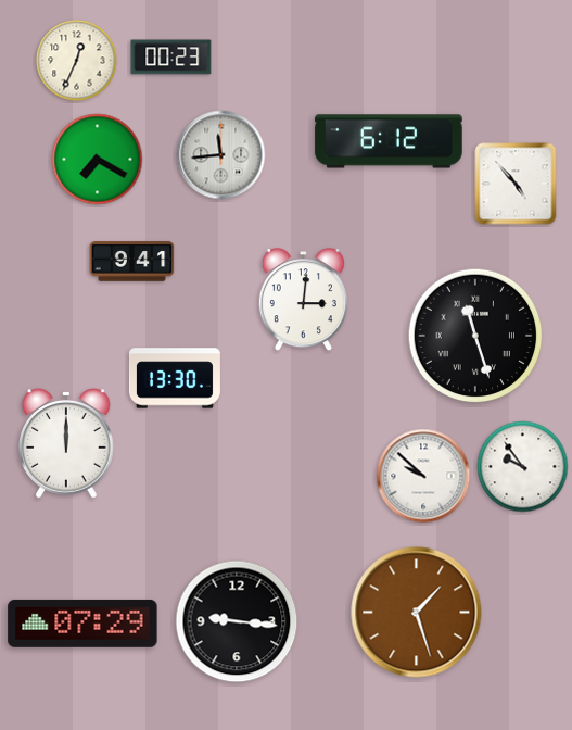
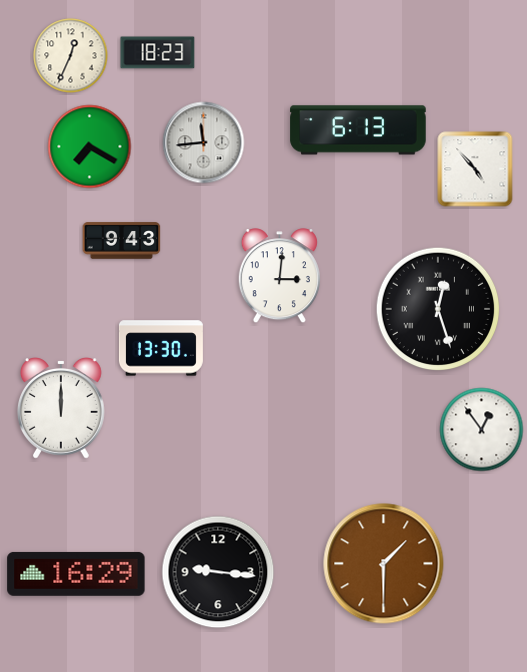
clock at (171, 58): 00:23 -> 18:23
clock at (389, 141): 6:12 -> 6:13
clock at (132, 262): 9:41 -> 9:43
clock at (475, 336): 11:27 -> 12:27
clock at (523, 467): 9:54 -> 12:54
clock at (423, 476): 9:52 -> none
clock at (417, 613): 1:27 -> 1:30
clock at (82, 624): 07:29 -> 16:29
